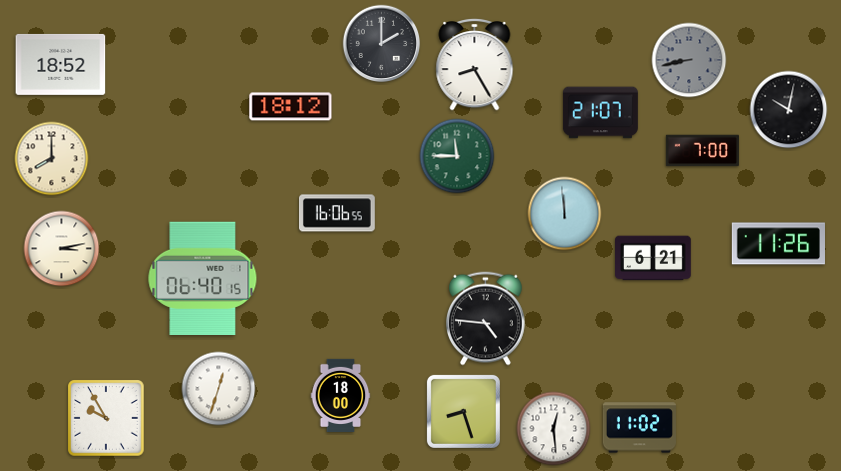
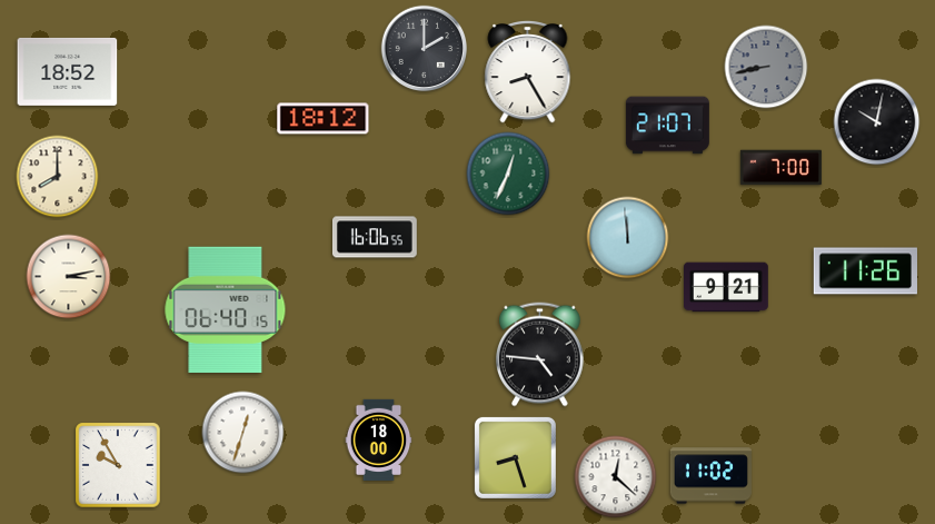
clock at (457, 156): 11:45 -> 12:34
clock at (654, 258): 6:21 -> 9:21
clock at (554, 429): 12:29 -> 12:22
